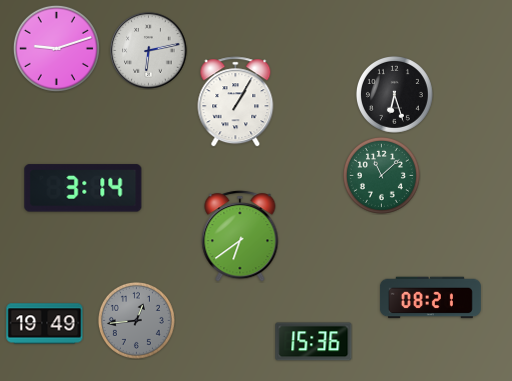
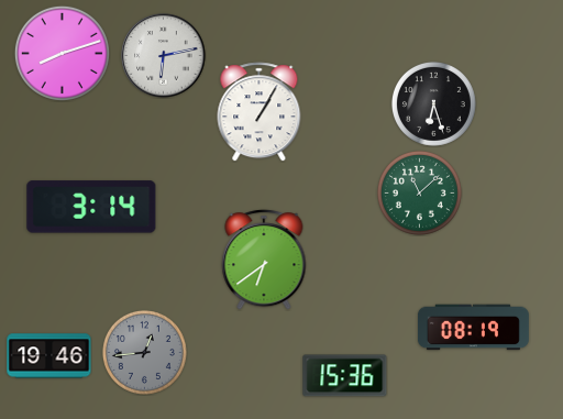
clock at (56, 48): 9:12 -> 8:12
clock at (430, 298): 08:21 -> 08:19
clock at (136, 320) position: (136, 320) -> (144, 352)
clock at (45, 324): 19:49 -> 19:46
